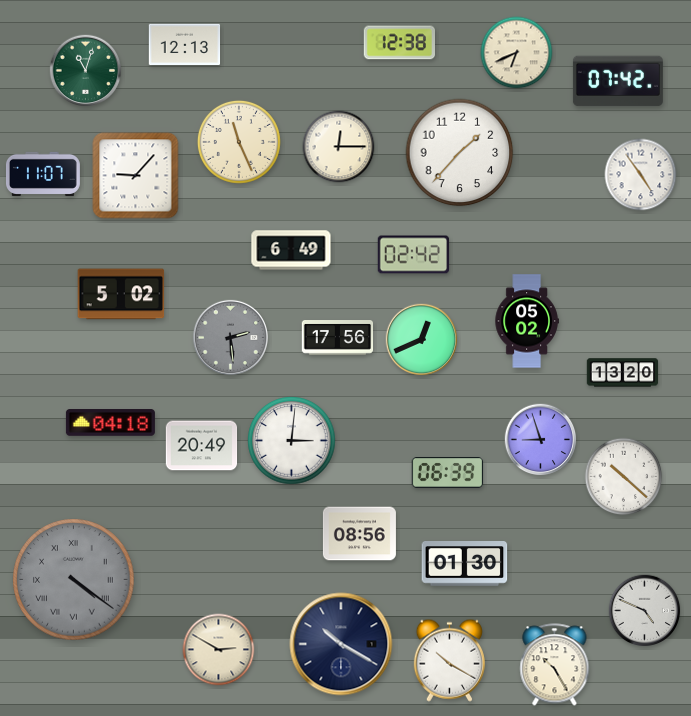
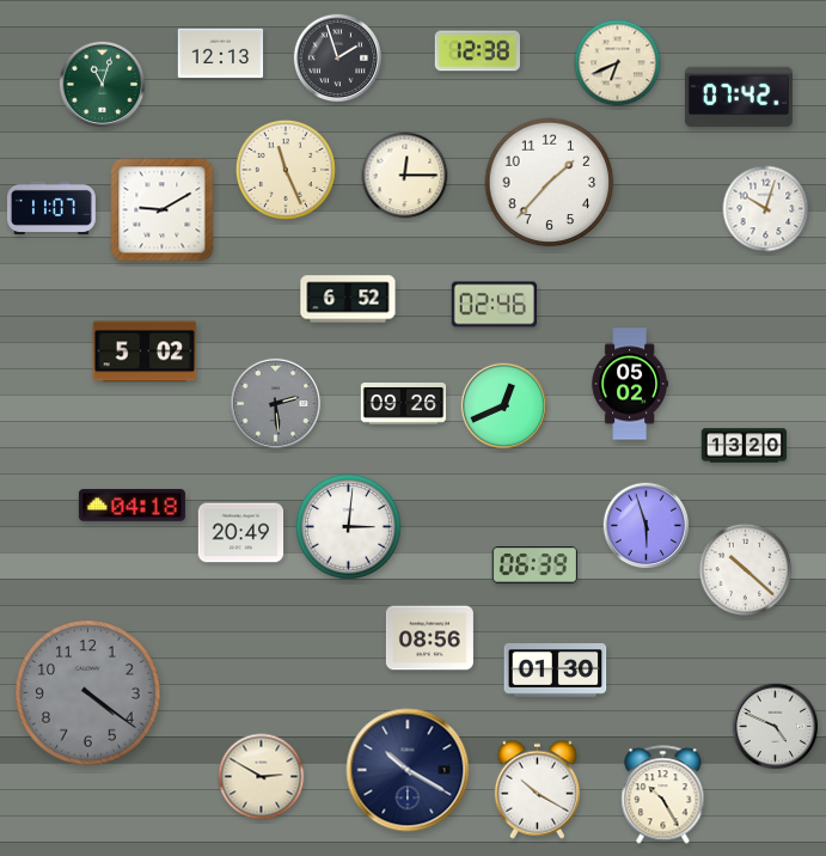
clock at (337, 57): none -> 1:57
clock at (641, 175): 4:54 -> 10:03
clock at (136, 176): 9:07 -> 9:10
clock at (291, 250): 6:49 -> 6:52
clock at (414, 255): 02:42 -> 02:46
clock at (338, 338): 17:56 -> 09:26
clock at (541, 440): 8:57 -> 5:57
clock at (465, 564) position: (465, 564) -> (556, 671)
clock at (74, 580) numerals: Roman -> Arabic
clock at (645, 611) position: (645, 611) -> (776, 727)
